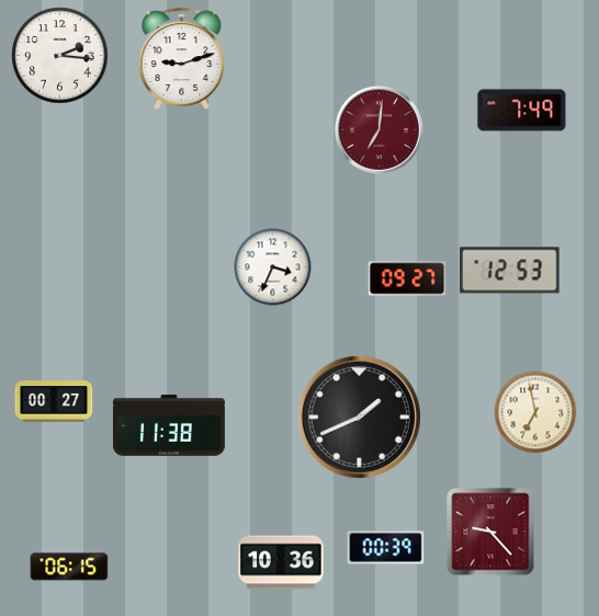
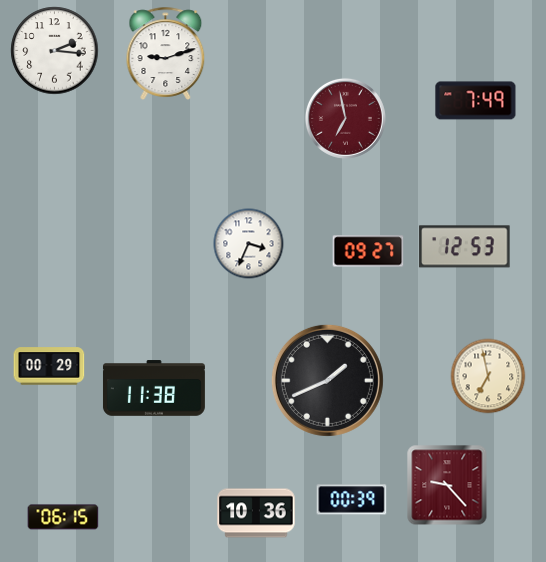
clock at (378, 129): 7:01 -> 6:58
clock at (407, 278) position: (407, 278) -> (368, 251)
clock at (54, 401): 00:27 -> 00:29
